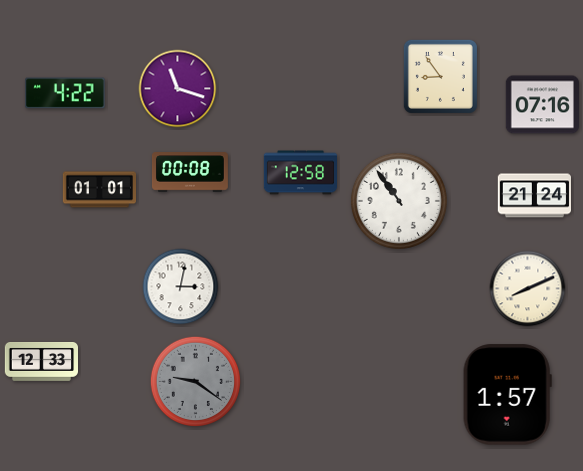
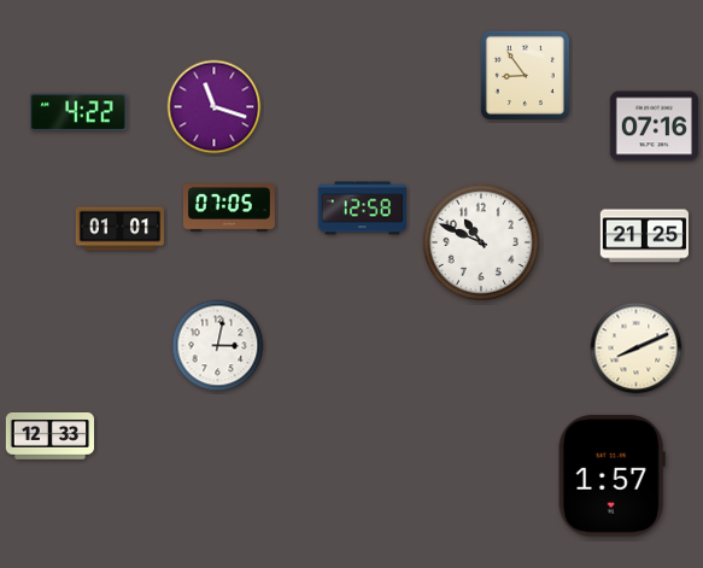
clock at (440, 76) position: (440, 76) -> (525, 75)
clock at (190, 172): 00:08 -> 07:05
clock at (534, 196): 21:24 -> 21:25
clock at (399, 201): 10:54 -> 10:49
clock at (195, 381): 9:21 -> none
